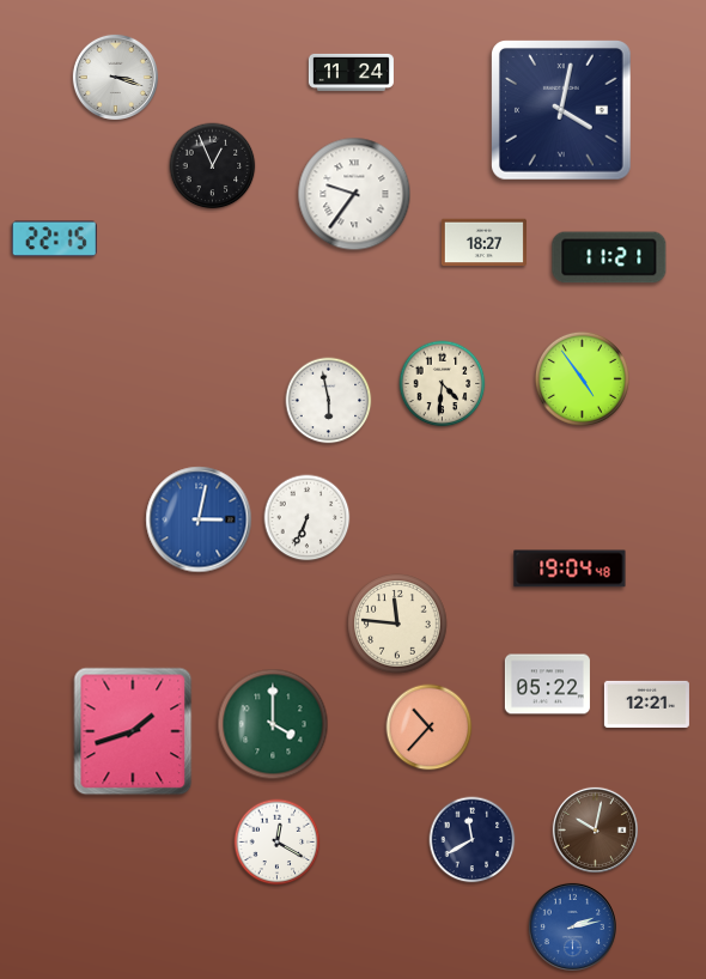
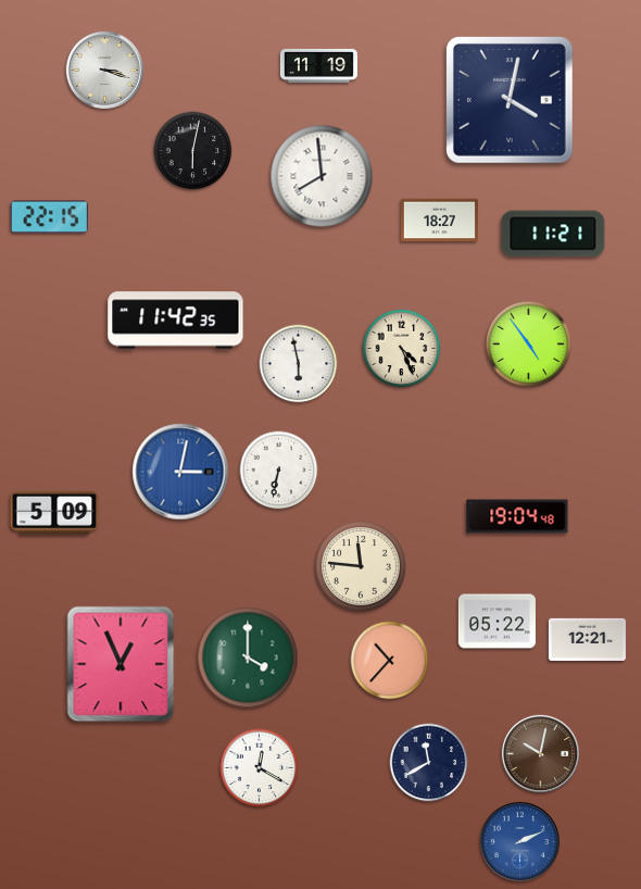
clock at (351, 72): 11:24 -> 11:19
clock at (213, 166): 12:56 -> 6:02
clock at (354, 194): 9:36 -> 7:59
clock at (176, 321): none -> 11:42
clock at (443, 384): 4:31 -> 4:26
clock at (308, 518): 6:34 -> 6:32
clock at (54, 513): none -> 5:09
clock at (133, 731): 1:42 -> 12:56
clock at (278, 843) position: (278, 843) -> (260, 768)
clock at (572, 926): 2:13 -> 2:11
